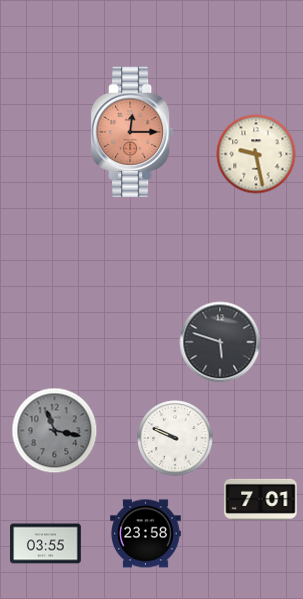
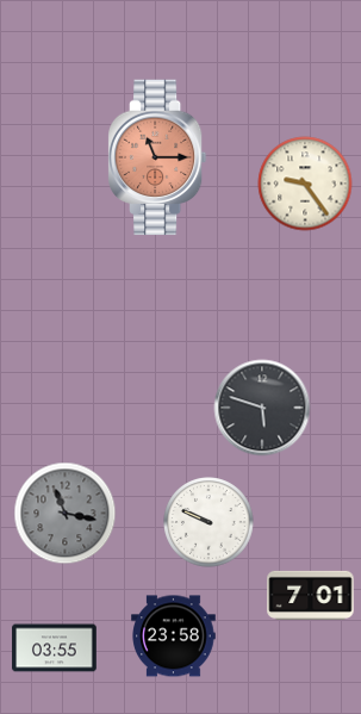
clock at (133, 132): 12:15 -> 11:15
clock at (256, 154): 9:28 -> 9:24
